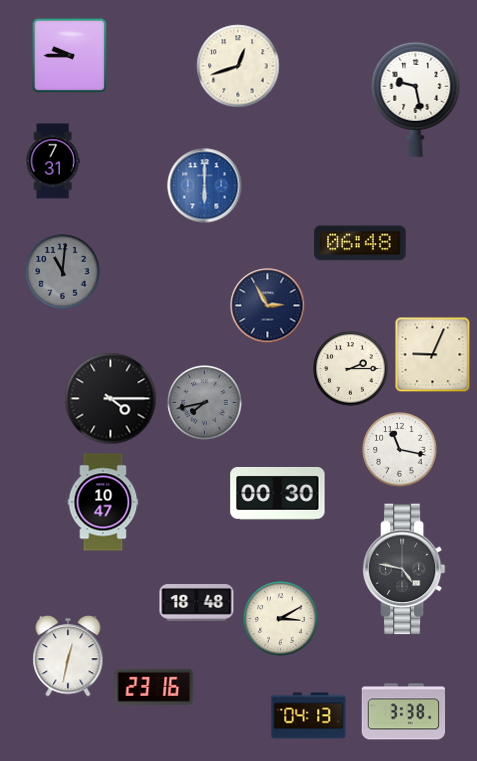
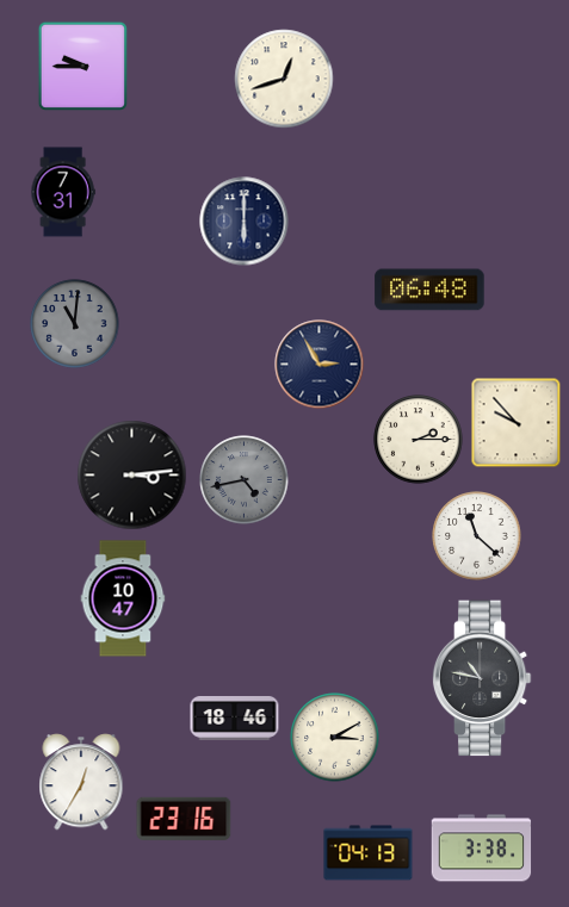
clock at (416, 99): 9:28 -> none
clock at (205, 186) dial: blue -> navy
clock at (433, 355): 9:04 -> 9:53
clock at (111, 399): 4:15 -> 3:14
clock at (205, 403): 7:43 -> 4:43
clock at (400, 450): 11:17 -> 11:22
clock at (278, 494): 00:30 -> none
clock at (404, 569): 4:47 -> 10:47
clock at (197, 603): 18:48 -> 18:46
clock at (68, 656): 12:32 -> 12:35
